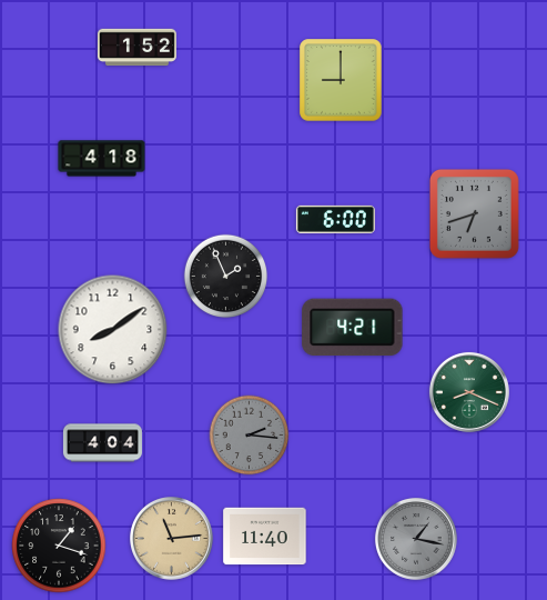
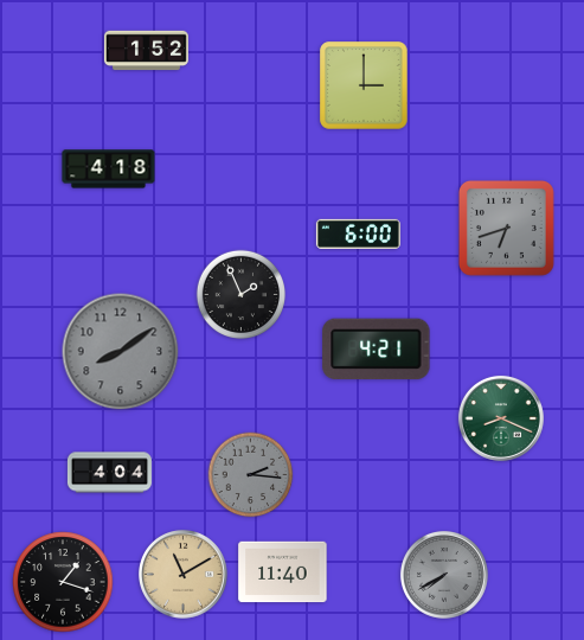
clock at (341, 80): 9:00 -> 3:00
clock at (113, 330) dial: white -> grey
clock at (250, 436) position: (250, 436) -> (251, 475)
clock at (172, 539): 11:14 -> 11:10
clock at (416, 539): 1:17 -> 7:40
